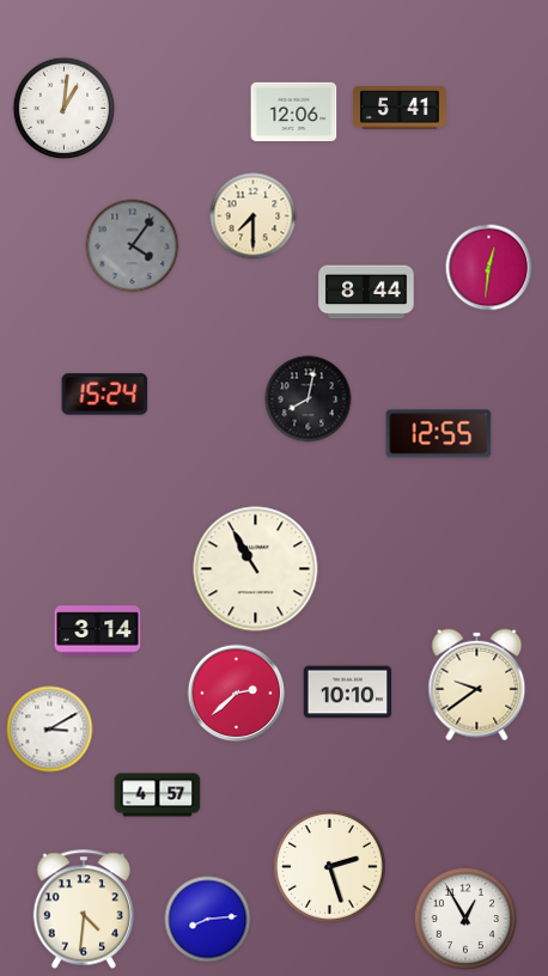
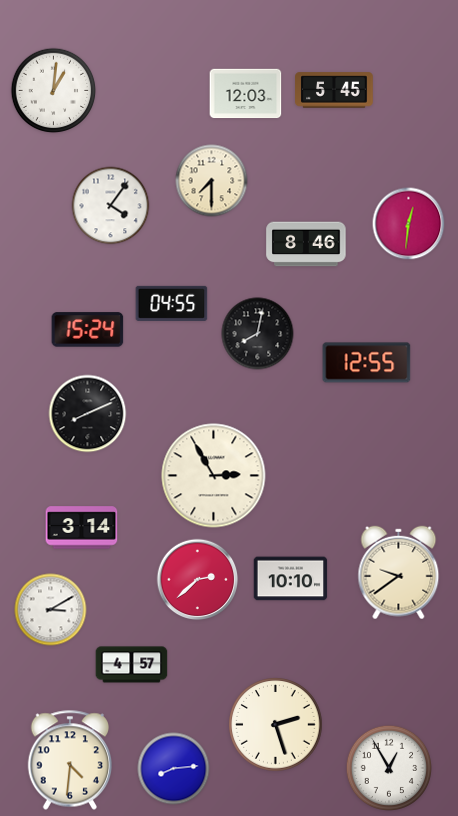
clock at (400, 108): 5:41 -> 5:45
clock at (294, 112): 12:06 -> 12:03
clock at (133, 246) dial: grey -> white
clock at (366, 292): 8:44 -> 8:46
clock at (172, 303): none -> 04:55
clock at (88, 414): none -> 8:11
clock at (256, 569): 10:55 -> 2:55
clock at (50, 730) position: (50, 730) -> (51, 610)
